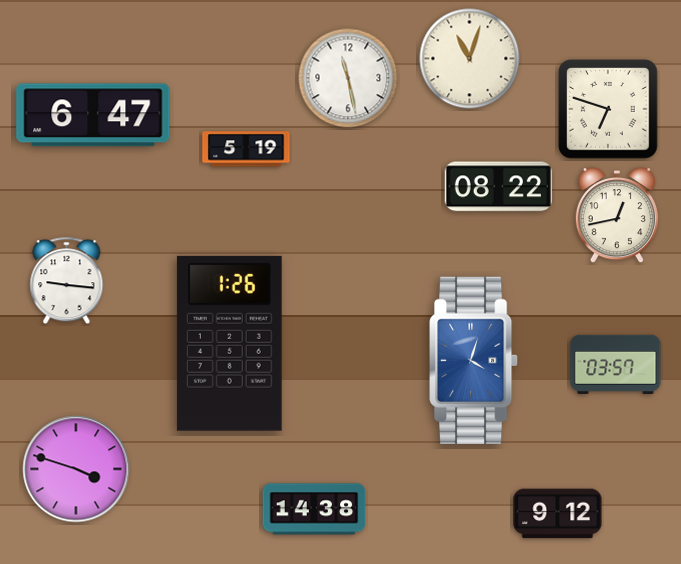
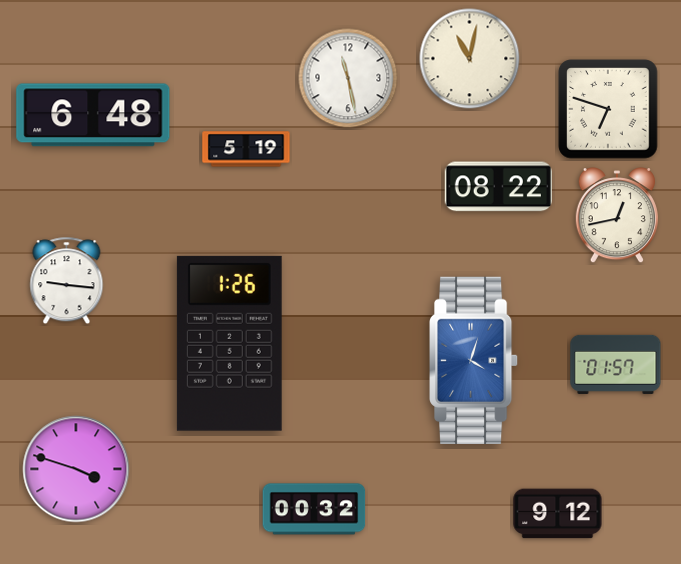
clock at (470, 59): 11:03 -> 11:02
clock at (93, 115): 6:47 -> 6:48
clock at (616, 364): 03:57 -> 01:57
clock at (314, 509): 14:38 -> 00:32
